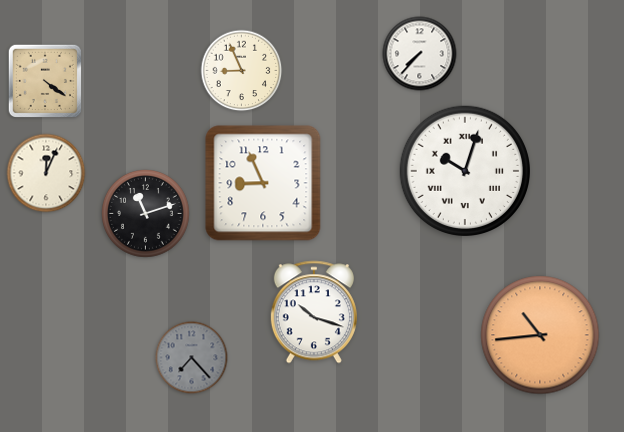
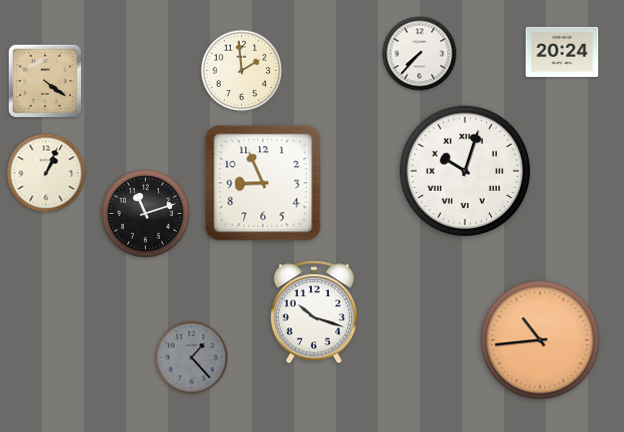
clock at (562, 52): none -> 20:24
clock at (242, 71): 8:56 -> 1:59
clock at (46, 173): 12:04 -> 1:04
clock at (540, 335) position: (540, 335) -> (540, 340)
clock at (192, 358): 7:23 -> 1:23
